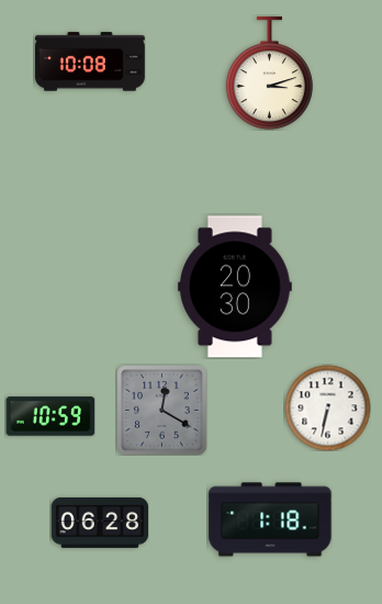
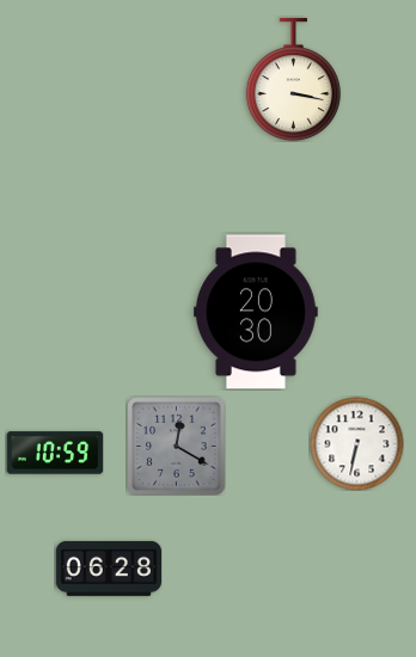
clock at (91, 61): 10:08 -> none
clock at (269, 74): 3:12 -> 3:17
clock at (270, 519): 1:18 -> none
